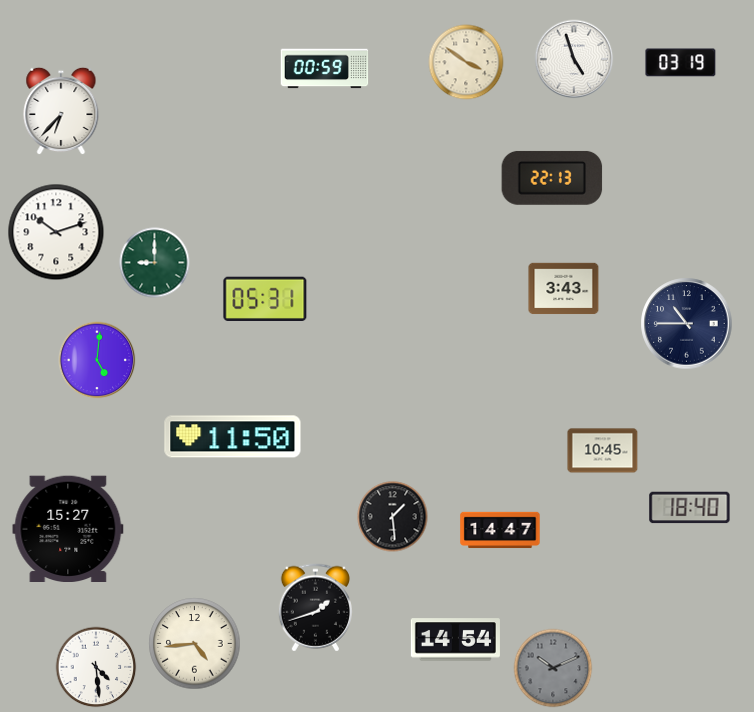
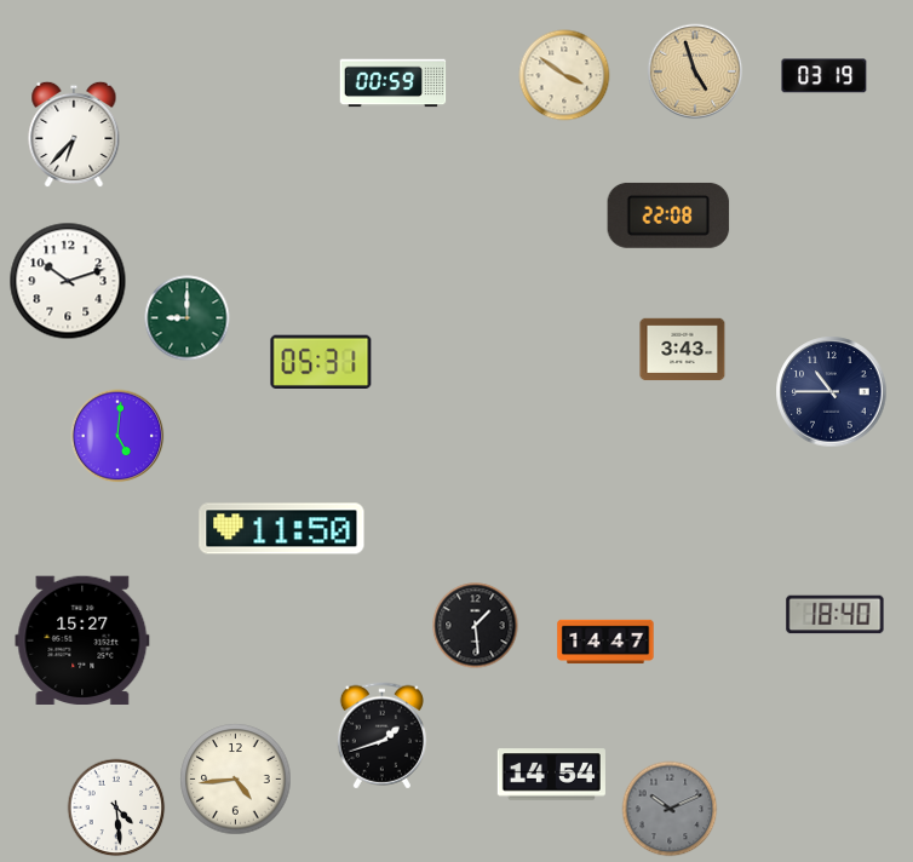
clock at (574, 59) dial: white -> champagne
clock at (552, 178): 22:13 -> 22:08
clock at (603, 451): 10:45 -> none
